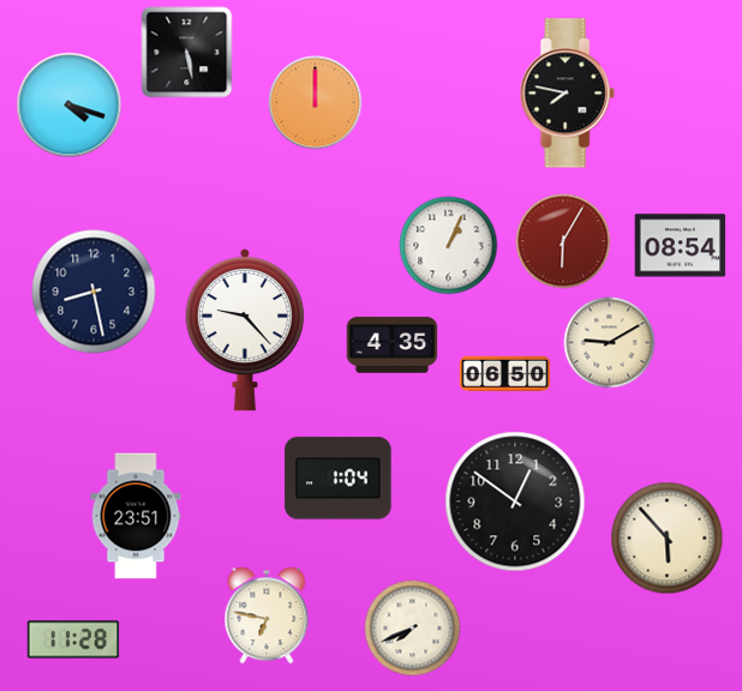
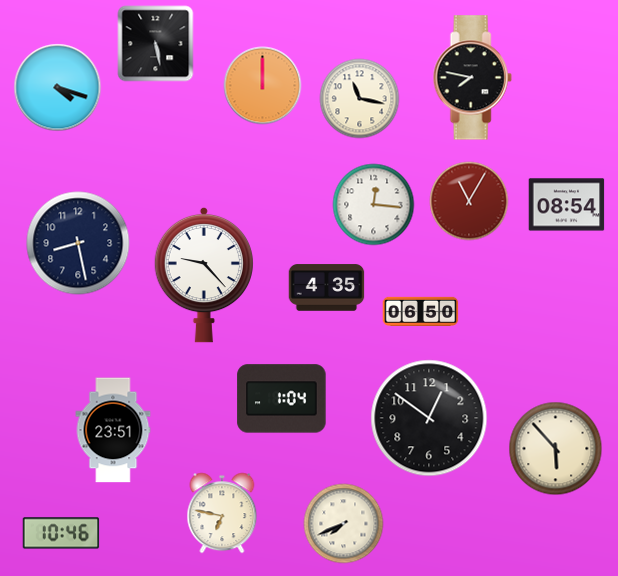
clock at (360, 99): none -> 11:17
clock at (563, 241): 6:05 -> 11:05
clock at (449, 246): 1:04 -> 12:16
clock at (610, 343): 9:10 -> none
clock at (73, 639): 11:28 -> 10:46
